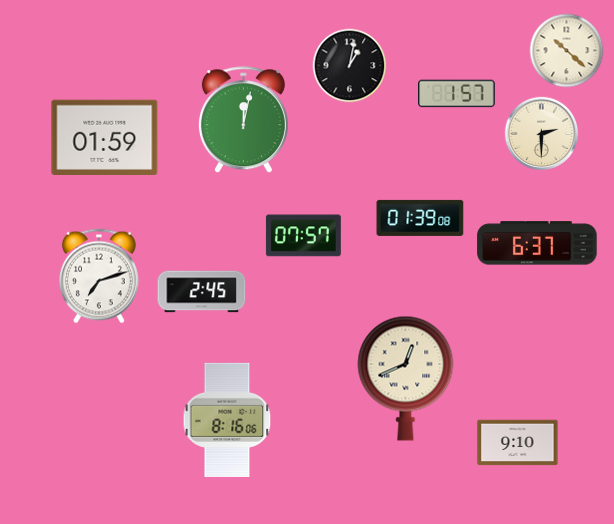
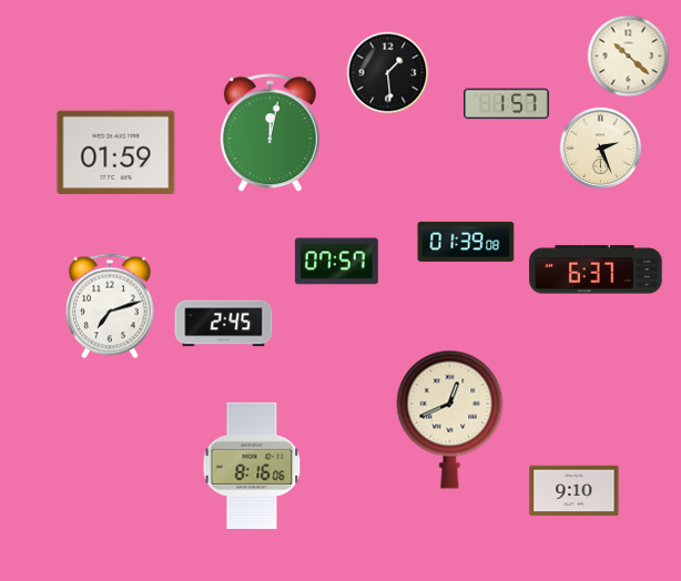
clock at (350, 66): 1:02 -> 1:29
clock at (542, 134): 2:30 -> 2:26
